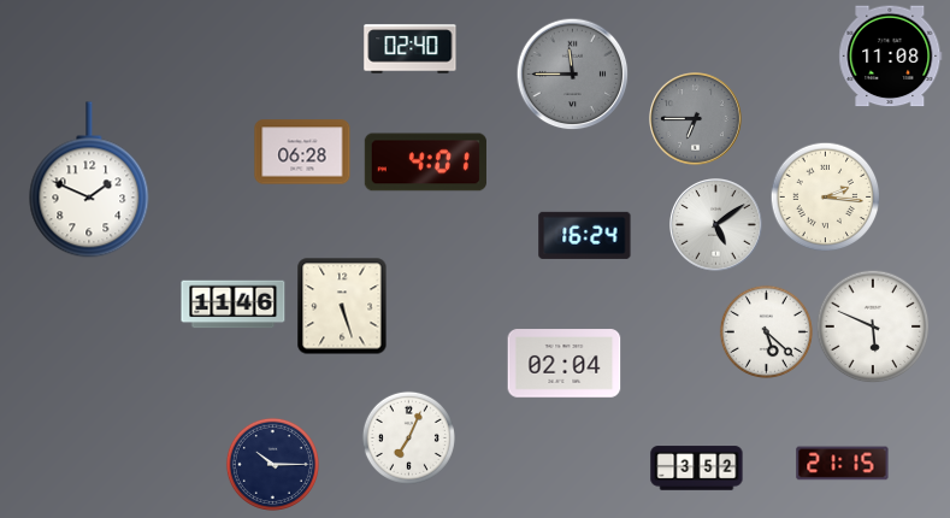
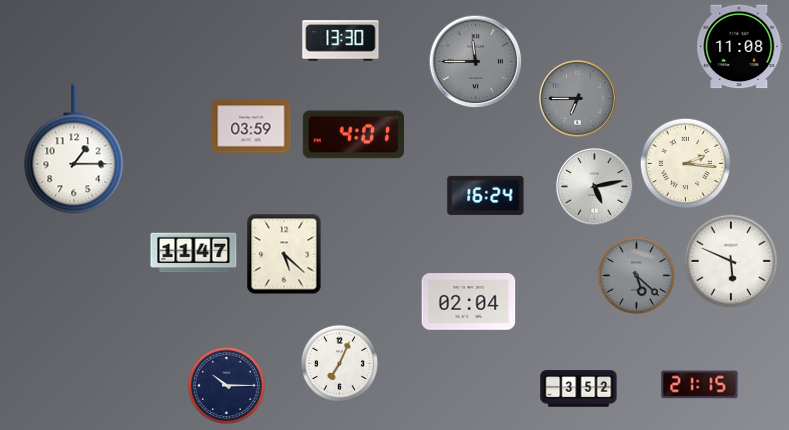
clock at (411, 49): 02:40 -> 13:30
clock at (302, 152): 06:28 -> 03:59
clock at (89, 179): 1:49 -> 1:15
clock at (716, 225): 5:09 -> 5:13
clock at (234, 305): 11:46 -> 11:47
clock at (342, 306): 5:27 -> 5:22
clock at (873, 326) position: (873, 326) -> (731, 261)
clock at (766, 331) dial: white -> grey
